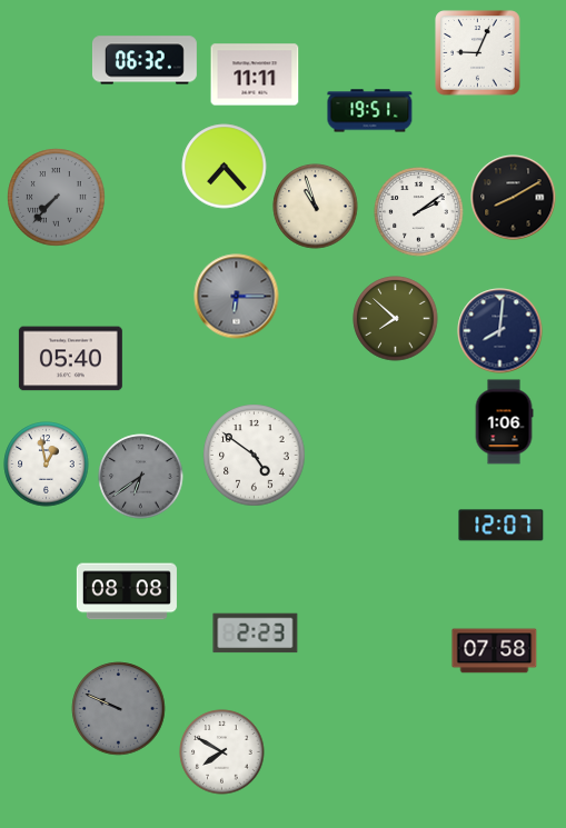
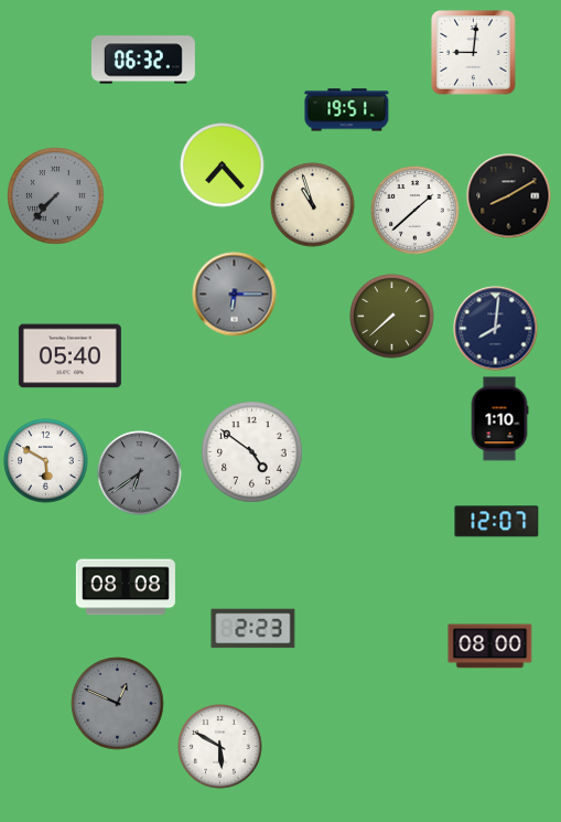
clock at (478, 53): 9:04 -> 9:01
clock at (255, 74): 11:11 -> none
clock at (370, 111) position: (370, 111) -> (347, 110)
clock at (419, 212): 2:09 -> 1:38
clock at (396, 319): 7:52 -> 7:38
clock at (504, 422): 1:06 -> 1:10
clock at (47, 465): 12:58 -> 5:50
clock at (495, 651): 07:58 -> 08:00
clock at (119, 709): 9:49 -> 12:49
clock at (222, 752): 7:50 -> 5:50
